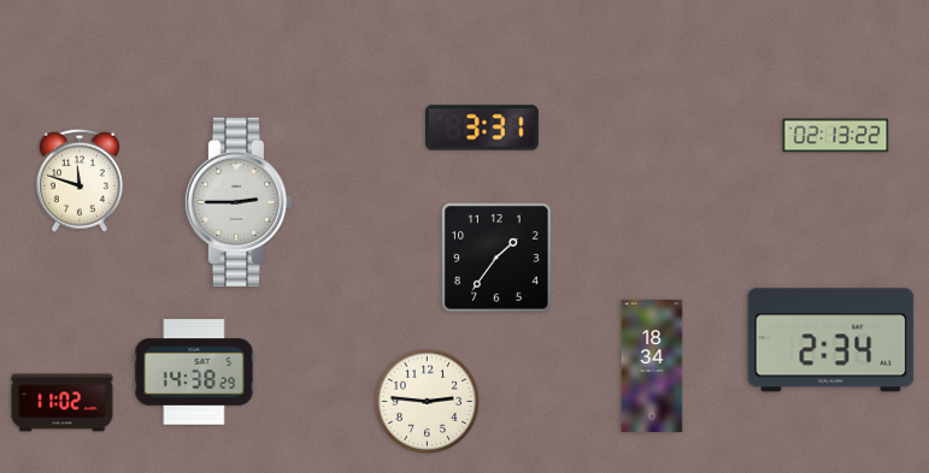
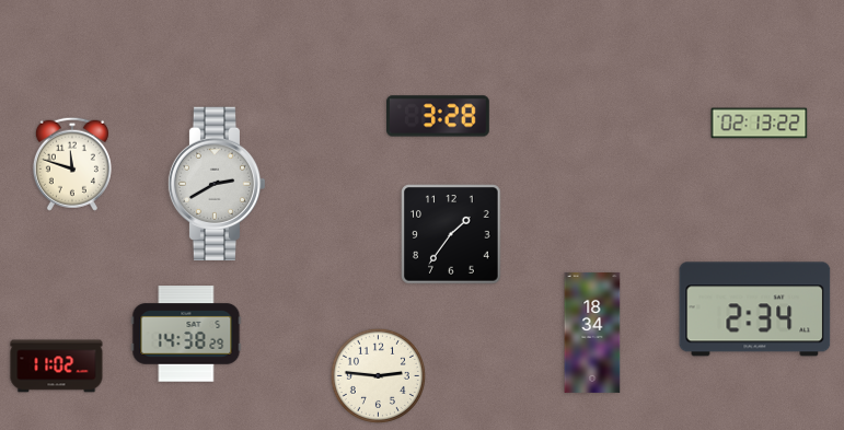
clock at (483, 128): 3:31 -> 3:28
clock at (239, 201): 2:45 -> 2:40
clock at (194, 372) position: (194, 372) -> (186, 334)
clock at (427, 401) position: (427, 401) -> (378, 375)
